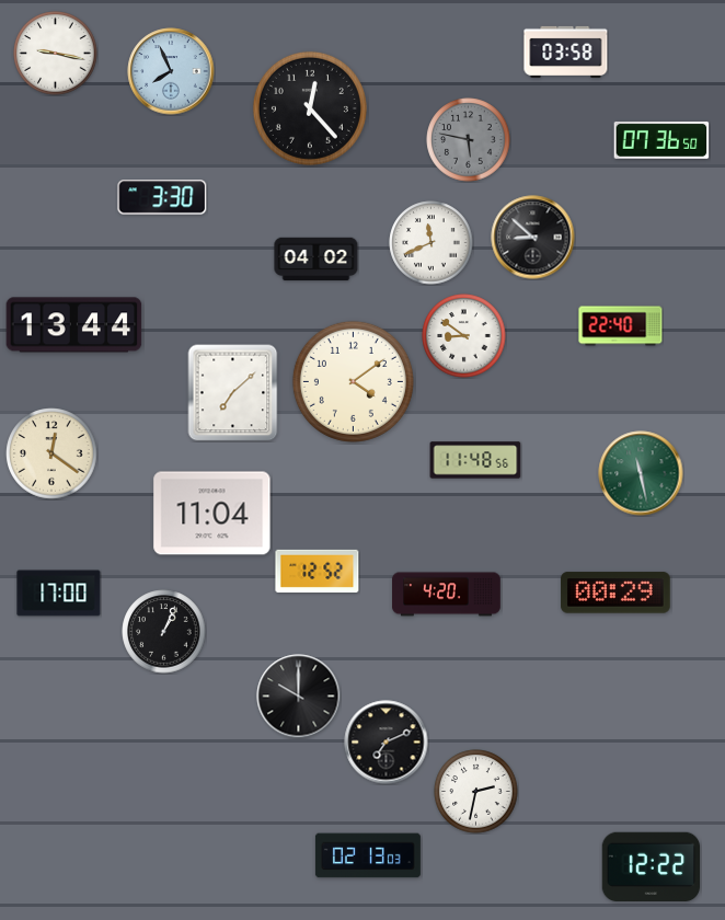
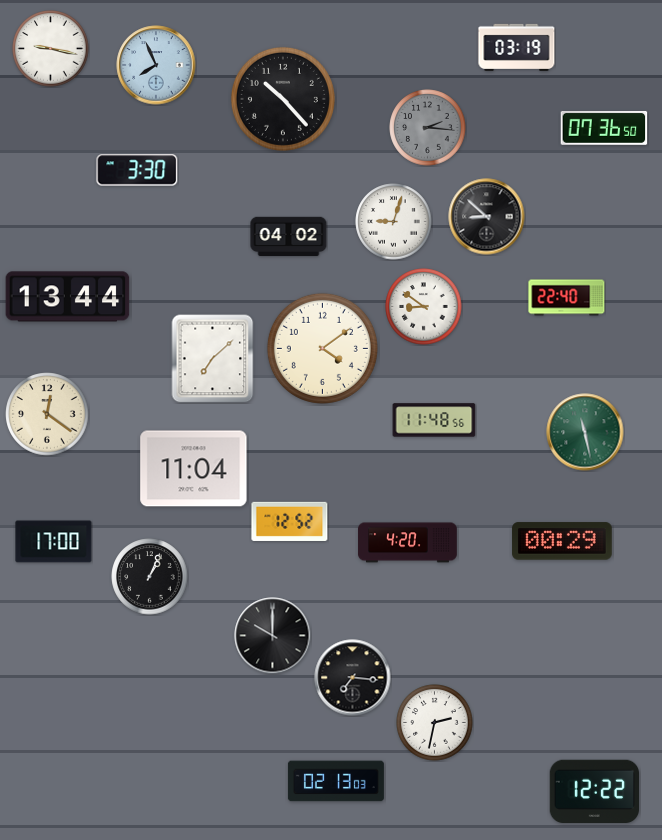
clock at (566, 51): 03:58 -> 03:19
clock at (310, 108): 12:23 -> 10:23
clock at (469, 140): 5:47 -> 2:16
clock at (162, 197) position: (162, 197) -> (137, 170)
clock at (431, 243): 11:41 -> 9:03
clock at (387, 743): 7:11 -> 7:16
